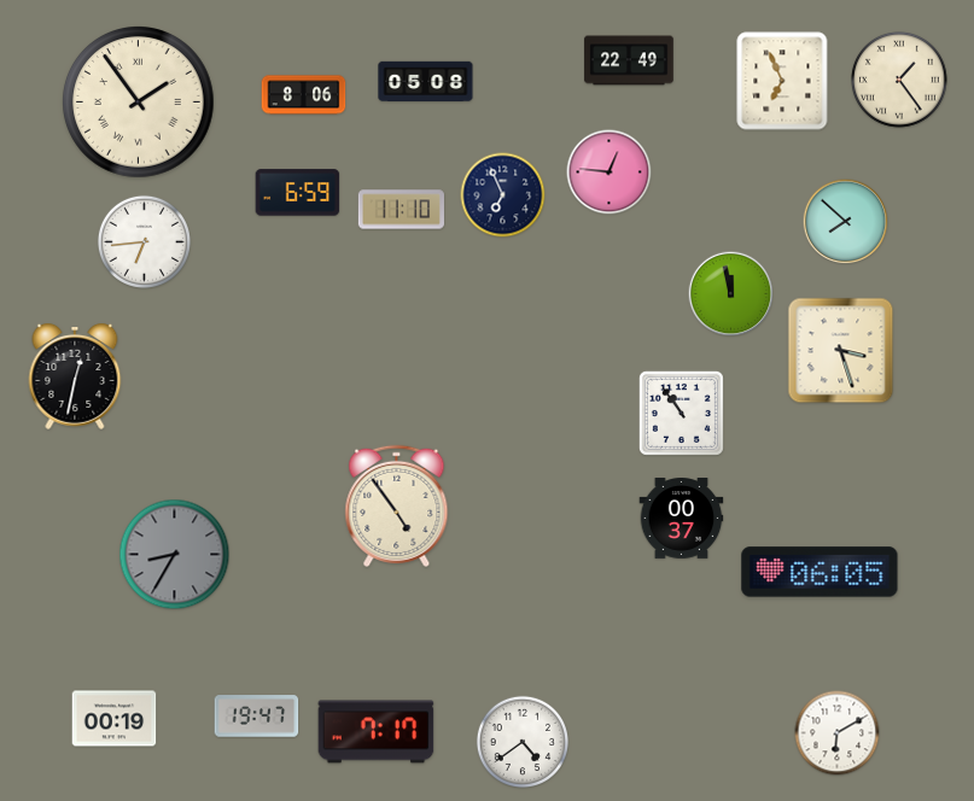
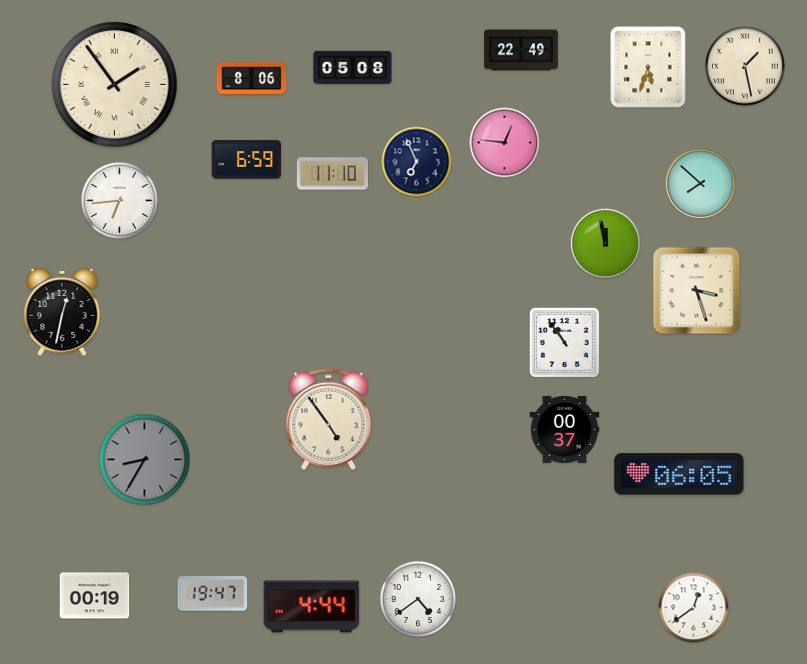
clock at (782, 81): 6:56 -> 5:33
clock at (900, 81): 1:24 -> 1:28
clock at (377, 732): 7:17 -> 4:44
clock at (838, 733): 6:10 -> 12:39
clock at (521, 741) position: (521, 741) -> (417, 598)
